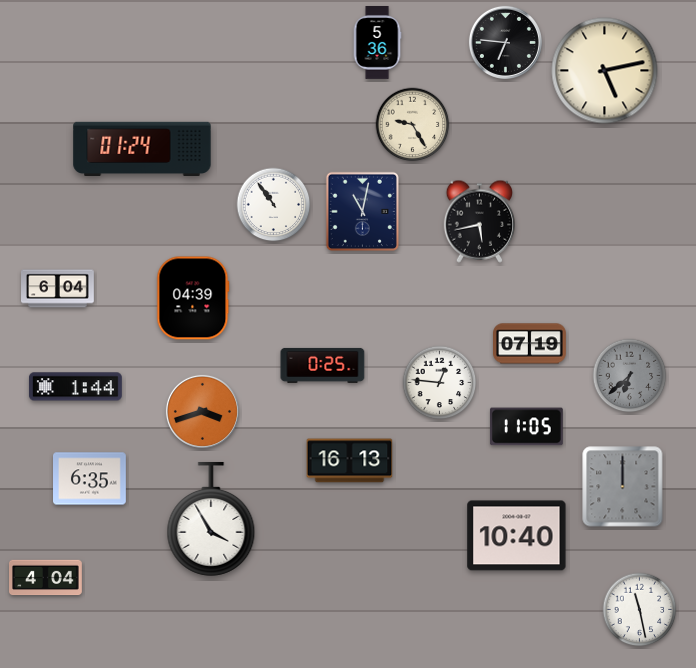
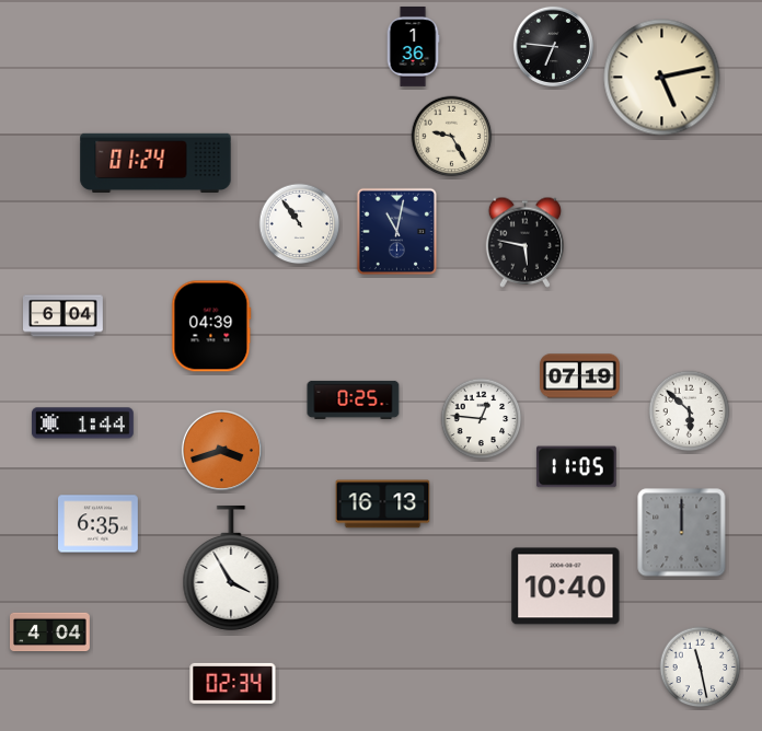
clock at (377, 43): 5:36 -> 1:36
clock at (479, 221): 5:43 -> 5:47
clock at (630, 376): 6:38 -> 5:52
clock at (630, 376) dial: grey -> white
clock at (233, 683): none -> 02:34
